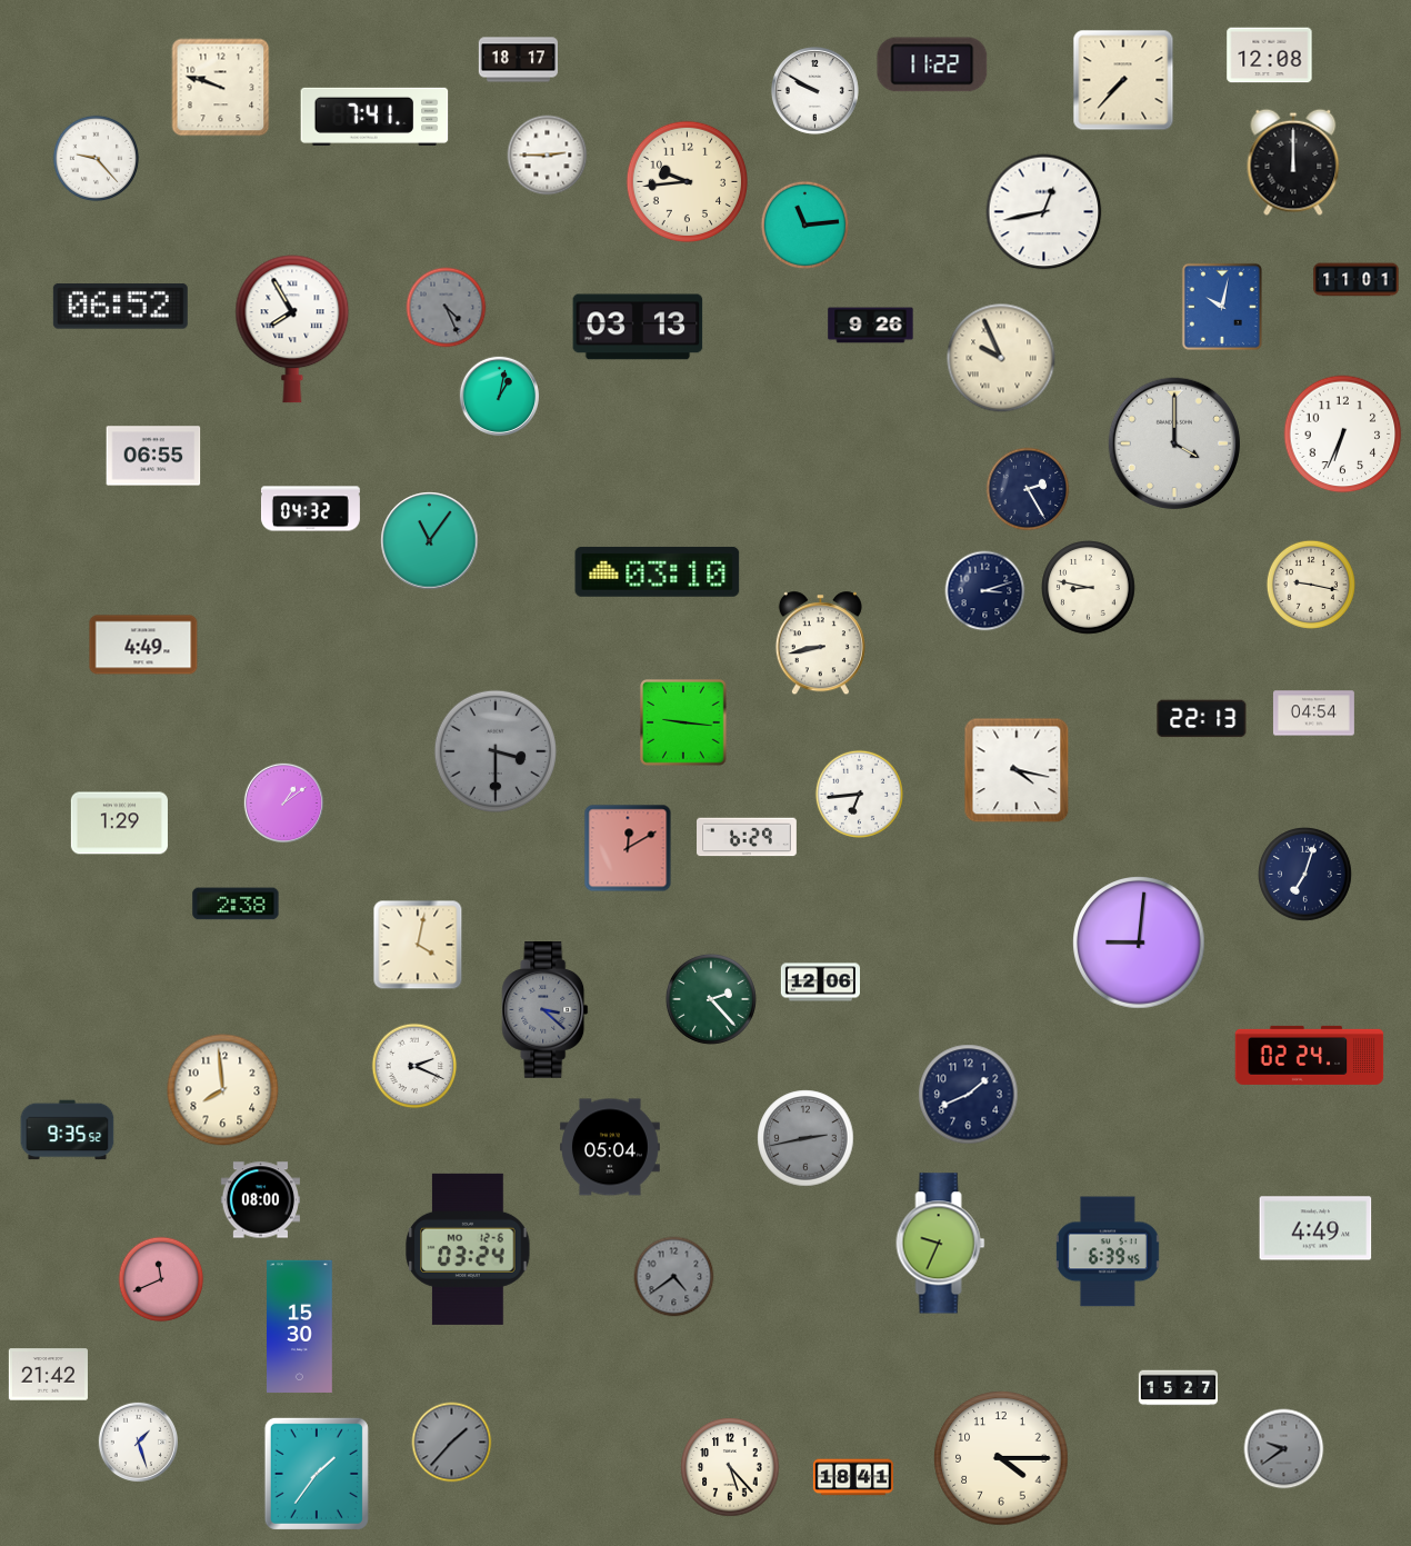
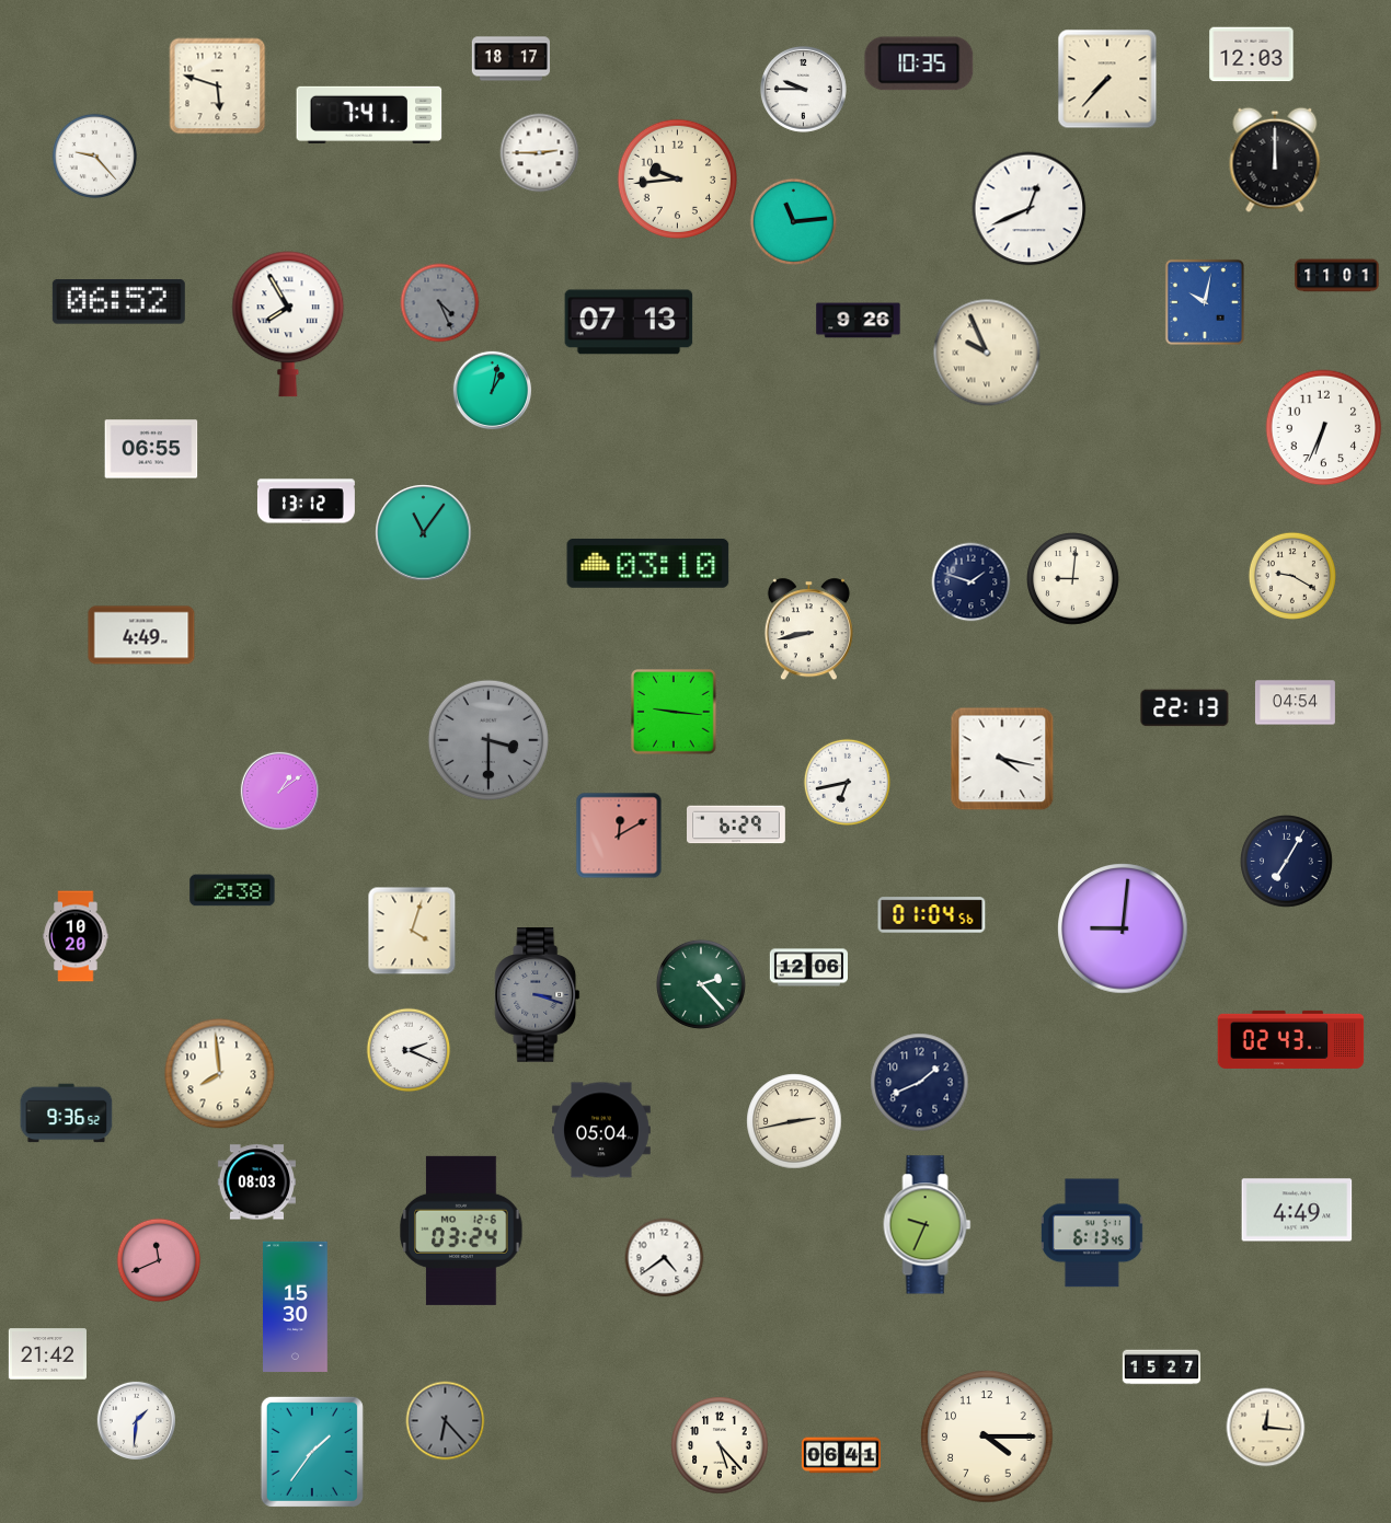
clock at (1270, 56): 12:08 -> 12:03
clock at (932, 64): 11:22 -> 10:35
clock at (221, 88): 9:48 -> 5:48
clock at (814, 90): 9:50 -> 9:45
clock at (1044, 212): 12:43 -> 12:41
clock at (638, 327): 03:13 -> 07:13
clock at (1173, 442): 4:00 -> none
clock at (1028, 489): 2:25 -> none
clock at (310, 509): 04:32 -> 13:12
clock at (1311, 585): 9:17 -> 9:20
clock at (1089, 588): 8:47 -> 9:01
clock at (985, 591): 3:12 -> 1:48
clock at (820, 644) position: (820, 644) -> (808, 630)
clock at (859, 794): 6:44 -> 6:43
clock at (119, 824): 1:29 -> none
clock at (1305, 875): 7:03 -> 7:05
clock at (932, 915): none -> 01:04
clock at (418, 945): 4:02 -> 4:03
clock at (76, 936): none -> 10:20
clock at (546, 1010): 3:22 -> 3:18
clock at (1310, 1055): 02:24 -> 02:43
clock at (969, 1095) position: (969, 1095) -> (920, 1083)
clock at (68, 1130): 9:35 -> 9:36
clock at (805, 1138) dial: grey -> cream
clock at (260, 1200): 08:00 -> 08:03
clock at (1108, 1251): 6:39 -> 6:13
clock at (674, 1277) dial: grey -> white
clock at (138, 1442): 1:27 -> 1:31
clock at (452, 1443): 1:37 -> 6:23
clock at (1284, 1449): 9:39 -> 12:16
clock at (1284, 1449) dial: grey -> cream
clock at (853, 1477): 18:41 -> 06:41
